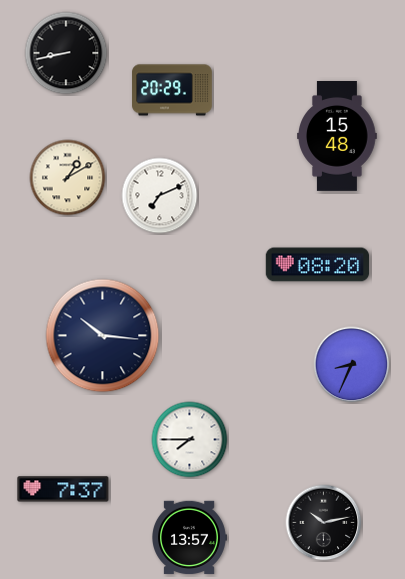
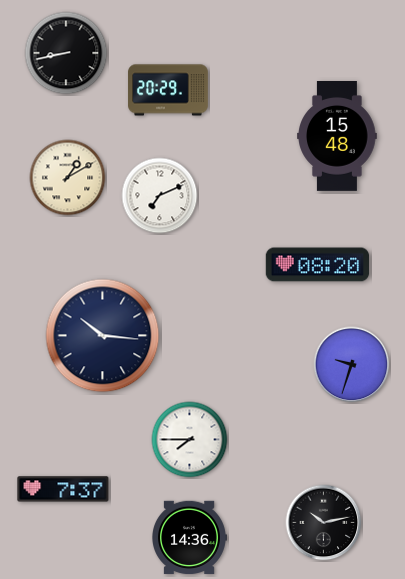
clock at (172, 90) position: (172, 90) -> (168, 90)
clock at (352, 365): 8:34 -> 9:33
clock at (190, 538): 13:57 -> 14:36
